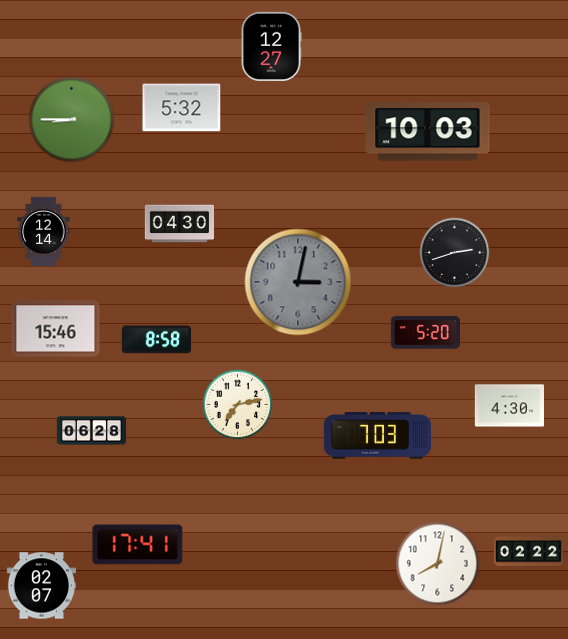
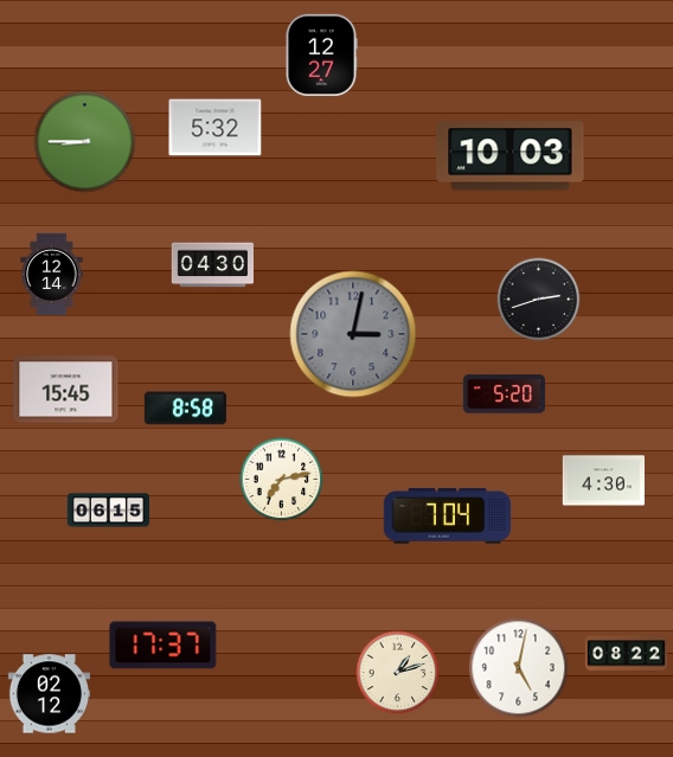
clock at (428, 132) position: (428, 132) -> (511, 156)
clock at (56, 329): 15:46 -> 15:45
clock at (156, 340) position: (156, 340) -> (185, 409)
clock at (91, 431): 06:28 -> 06:15
clock at (377, 436): 7:03 -> 7:04
clock at (138, 545): 17:41 -> 17:37
clock at (529, 552): 02:22 -> 08:22
clock at (438, 564): 8:02 -> 5:02
clock at (398, 673): none -> 1:12
clock at (41, 586): 02:07 -> 02:12
